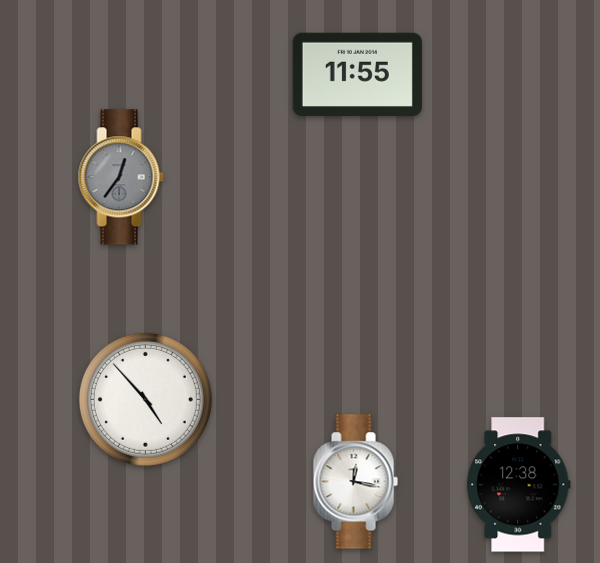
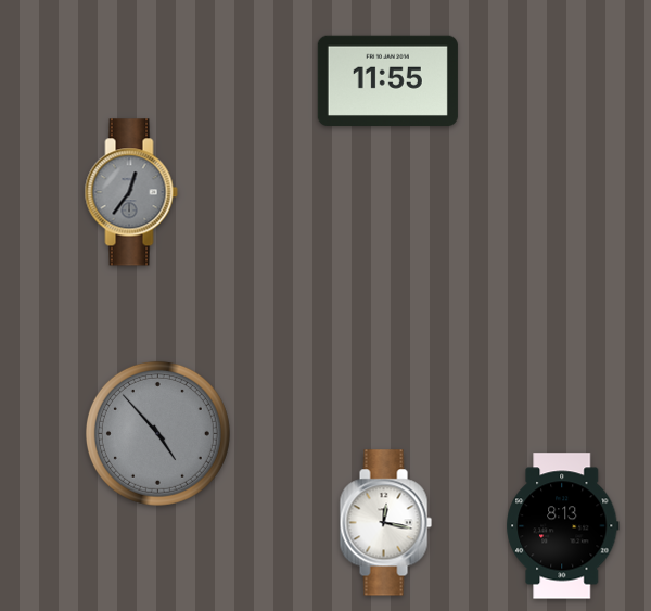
clock at (145, 399) dial: white -> grey
clock at (519, 485): 12:38 -> 8:13
